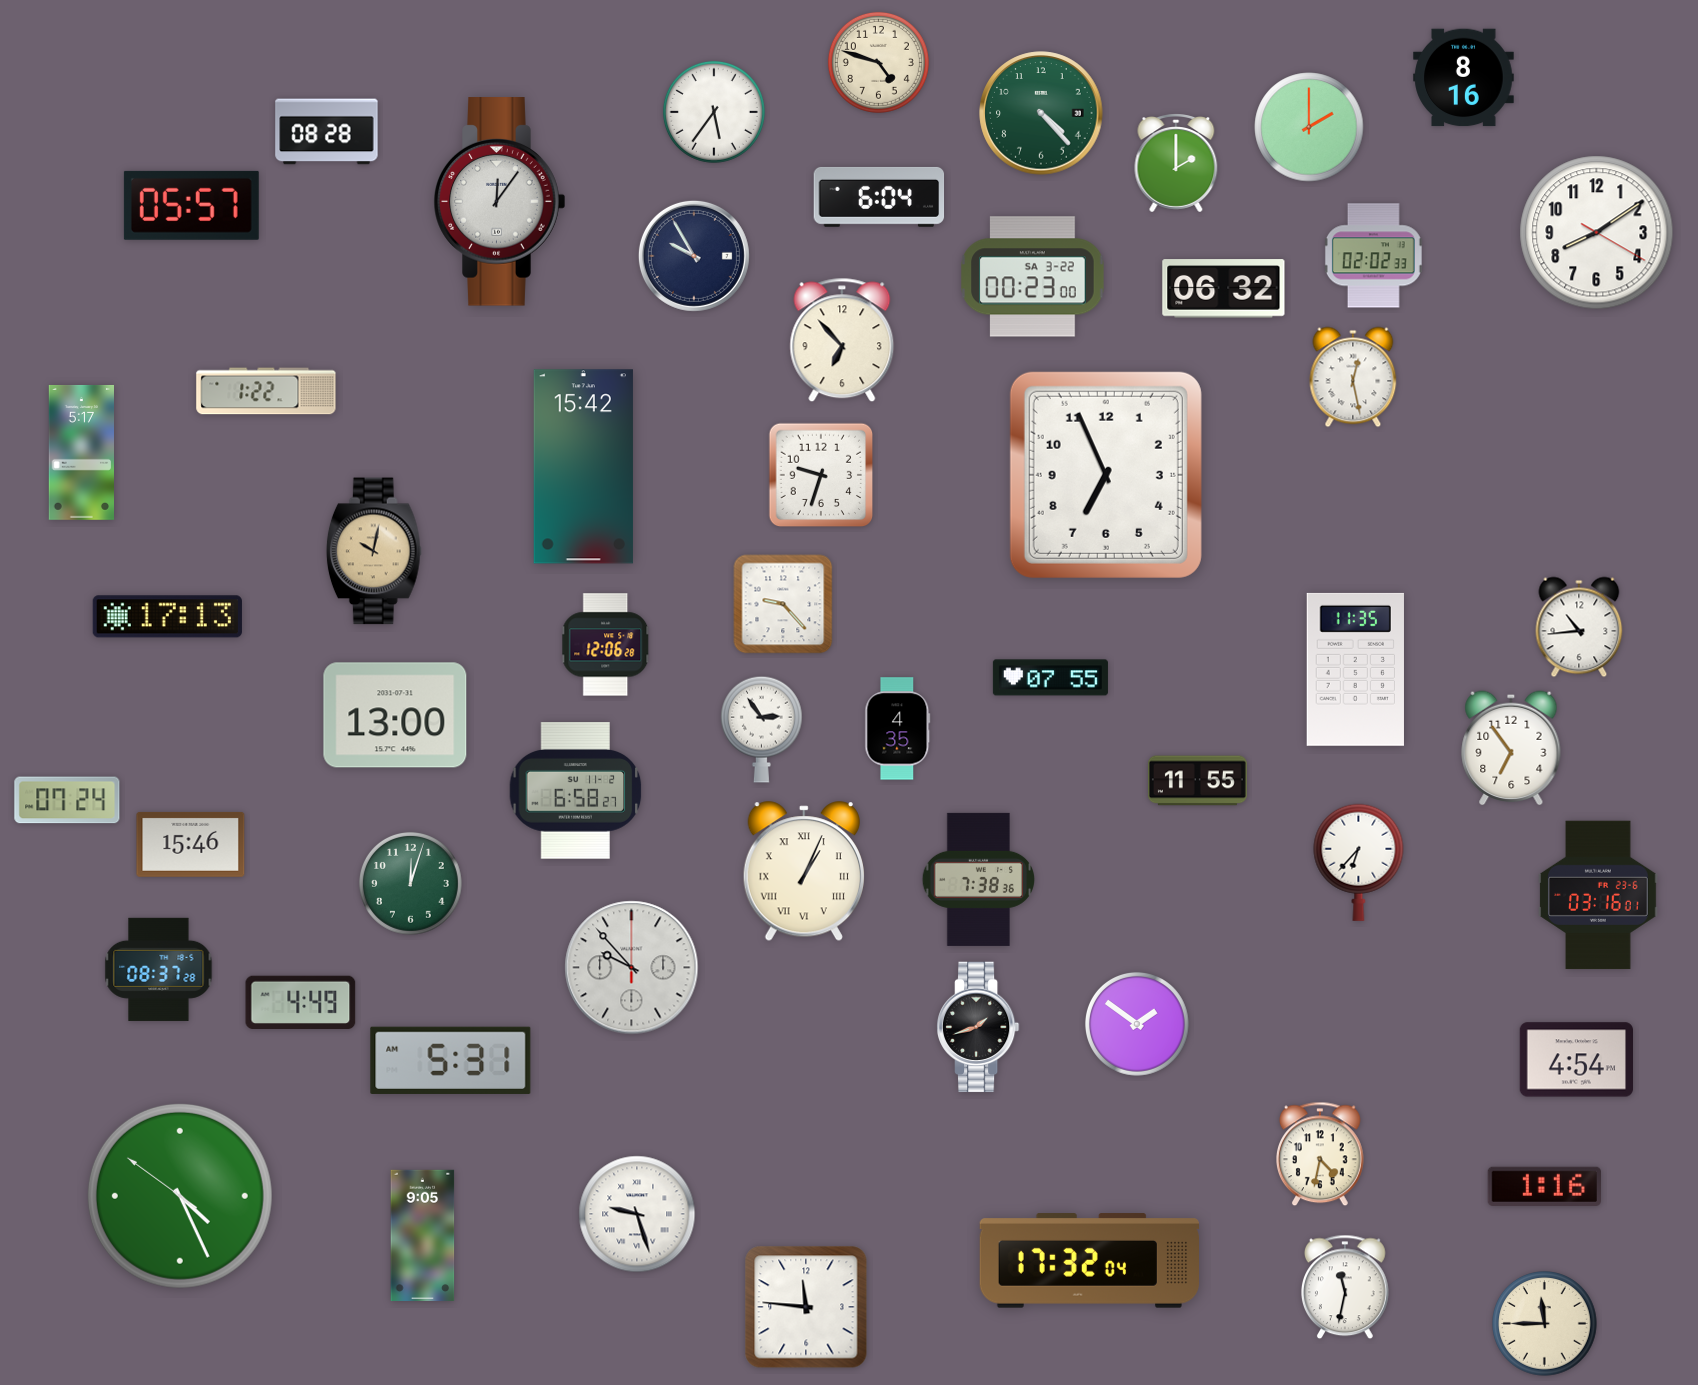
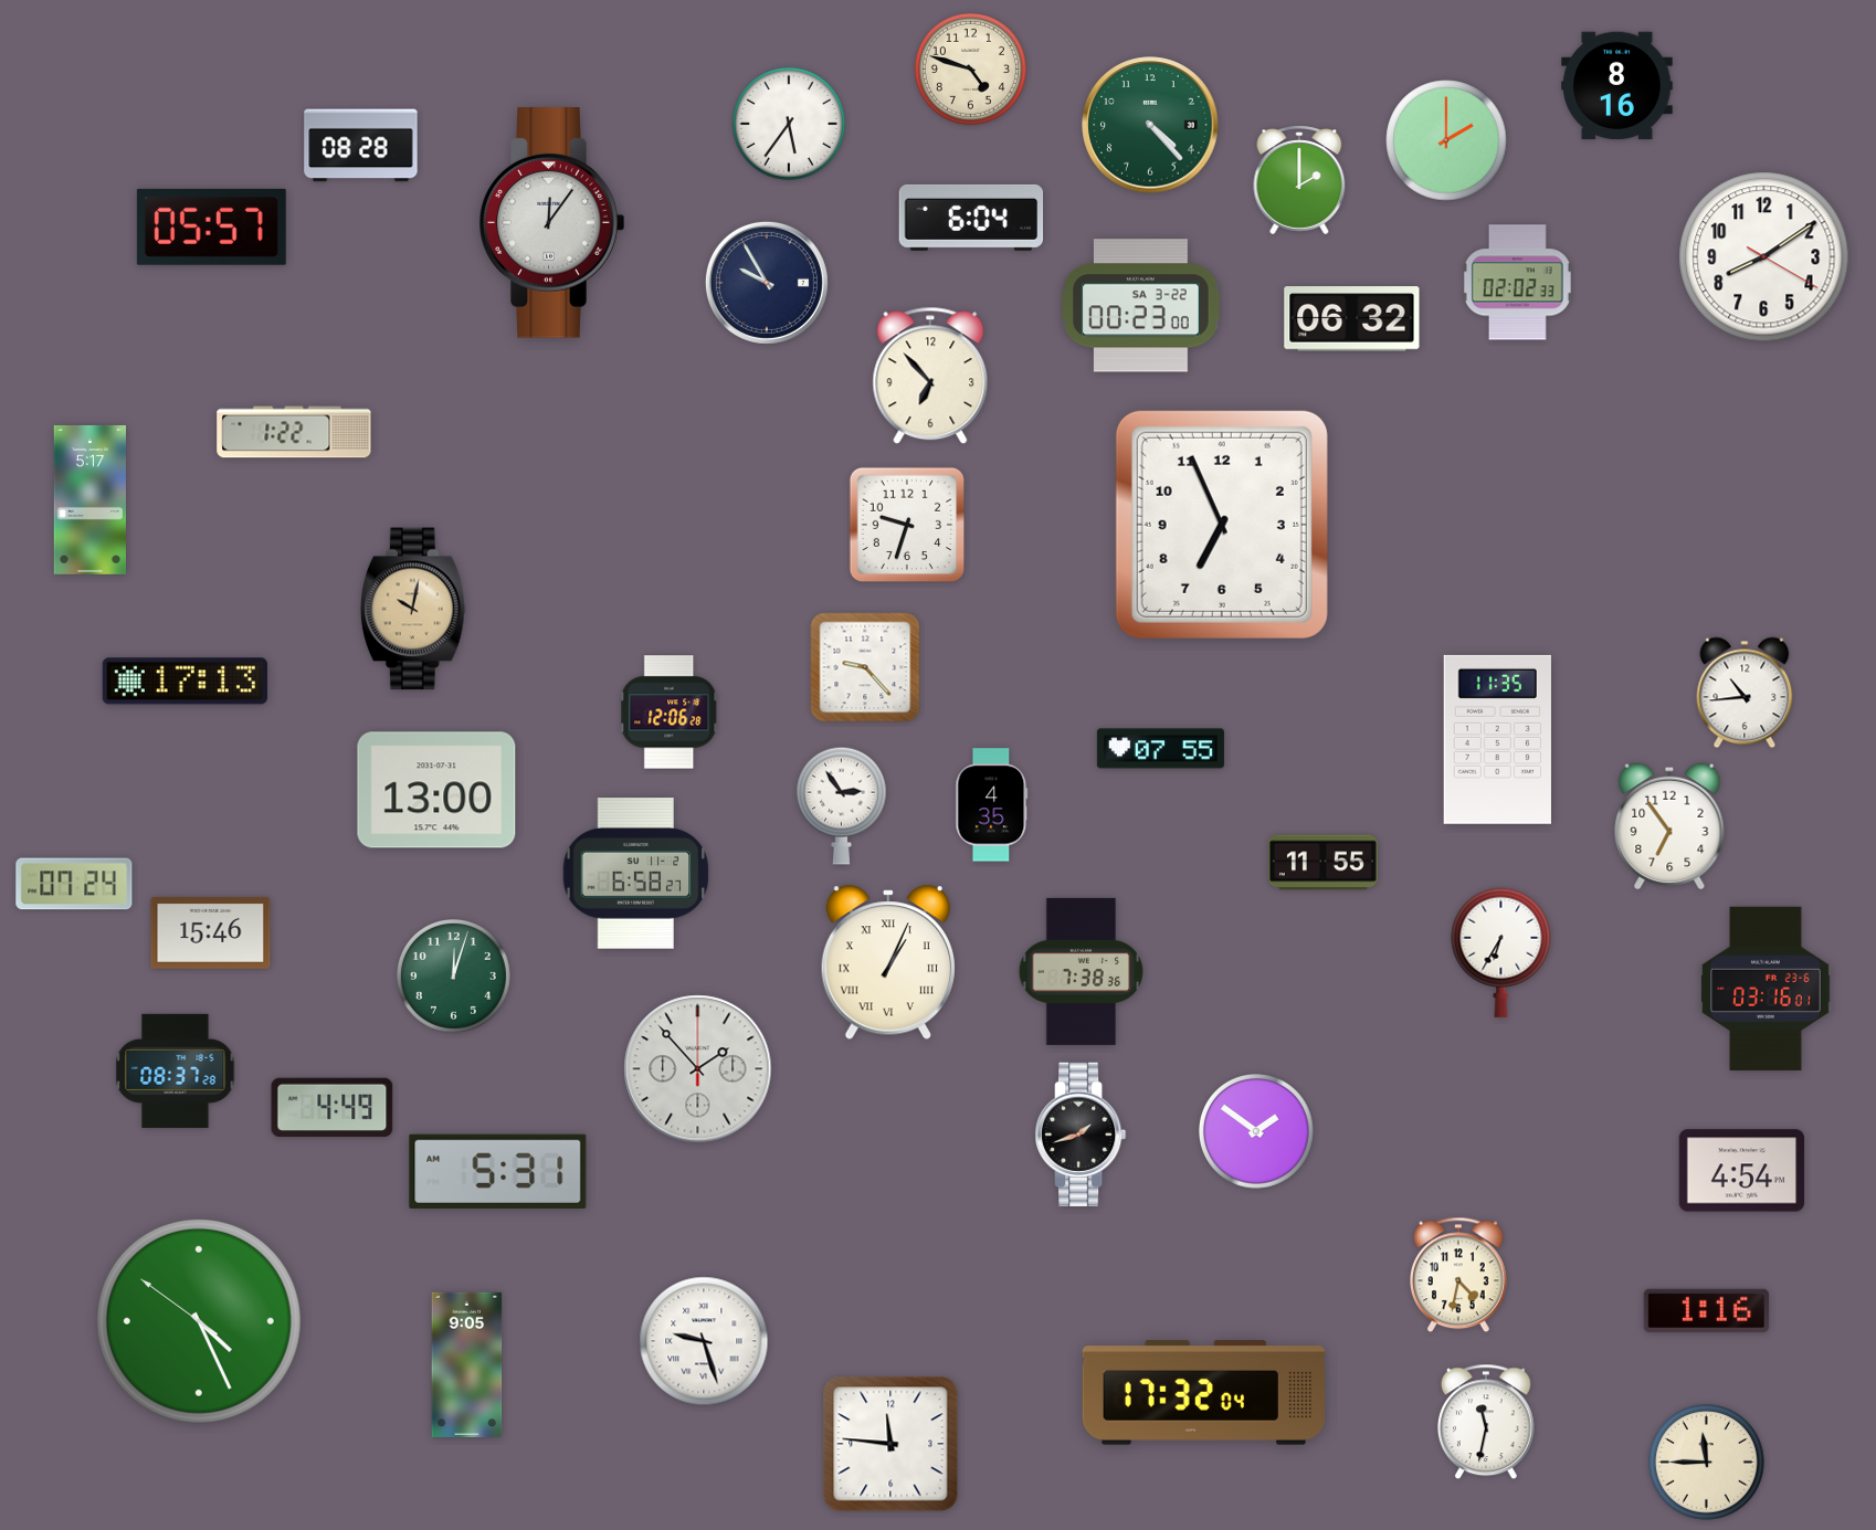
clock at (1353, 377): 12:28 -> none
clock at (583, 467): 15:42 -> none
clock at (1359, 862): 6:37 -> 6:35
clock at (632, 968): 9:53 -> 1:53
